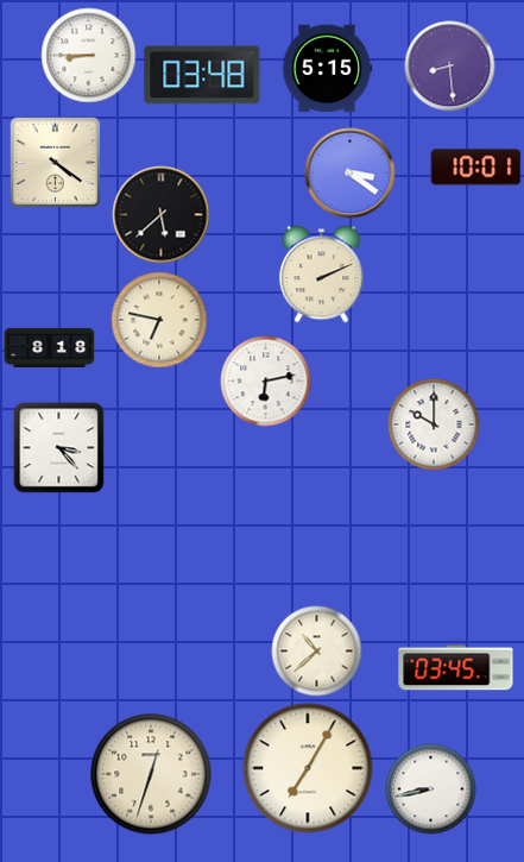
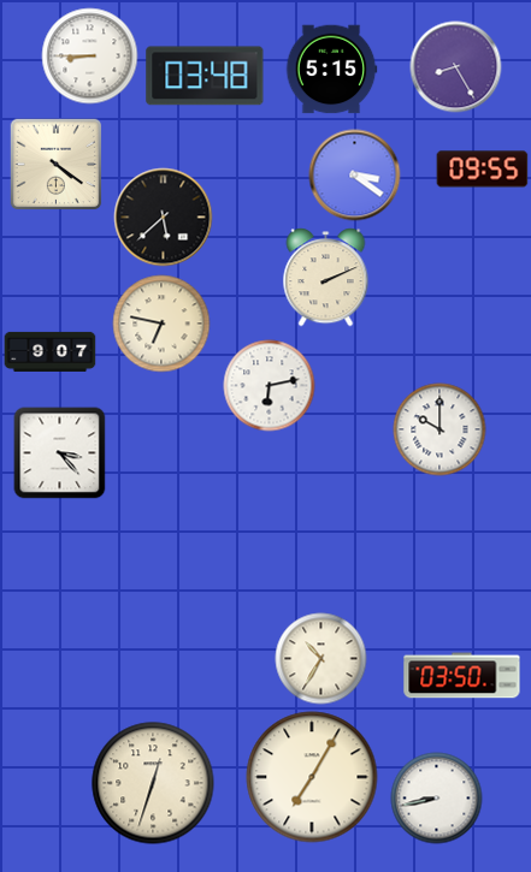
clock at (450, 67): 8:29 -> 8:25
clock at (476, 168): 10:01 -> 09:55
clock at (50, 347): 8:18 -> 9:07
clock at (317, 652): 10:38 -> 10:35
clock at (456, 668): 03:45 -> 03:50
